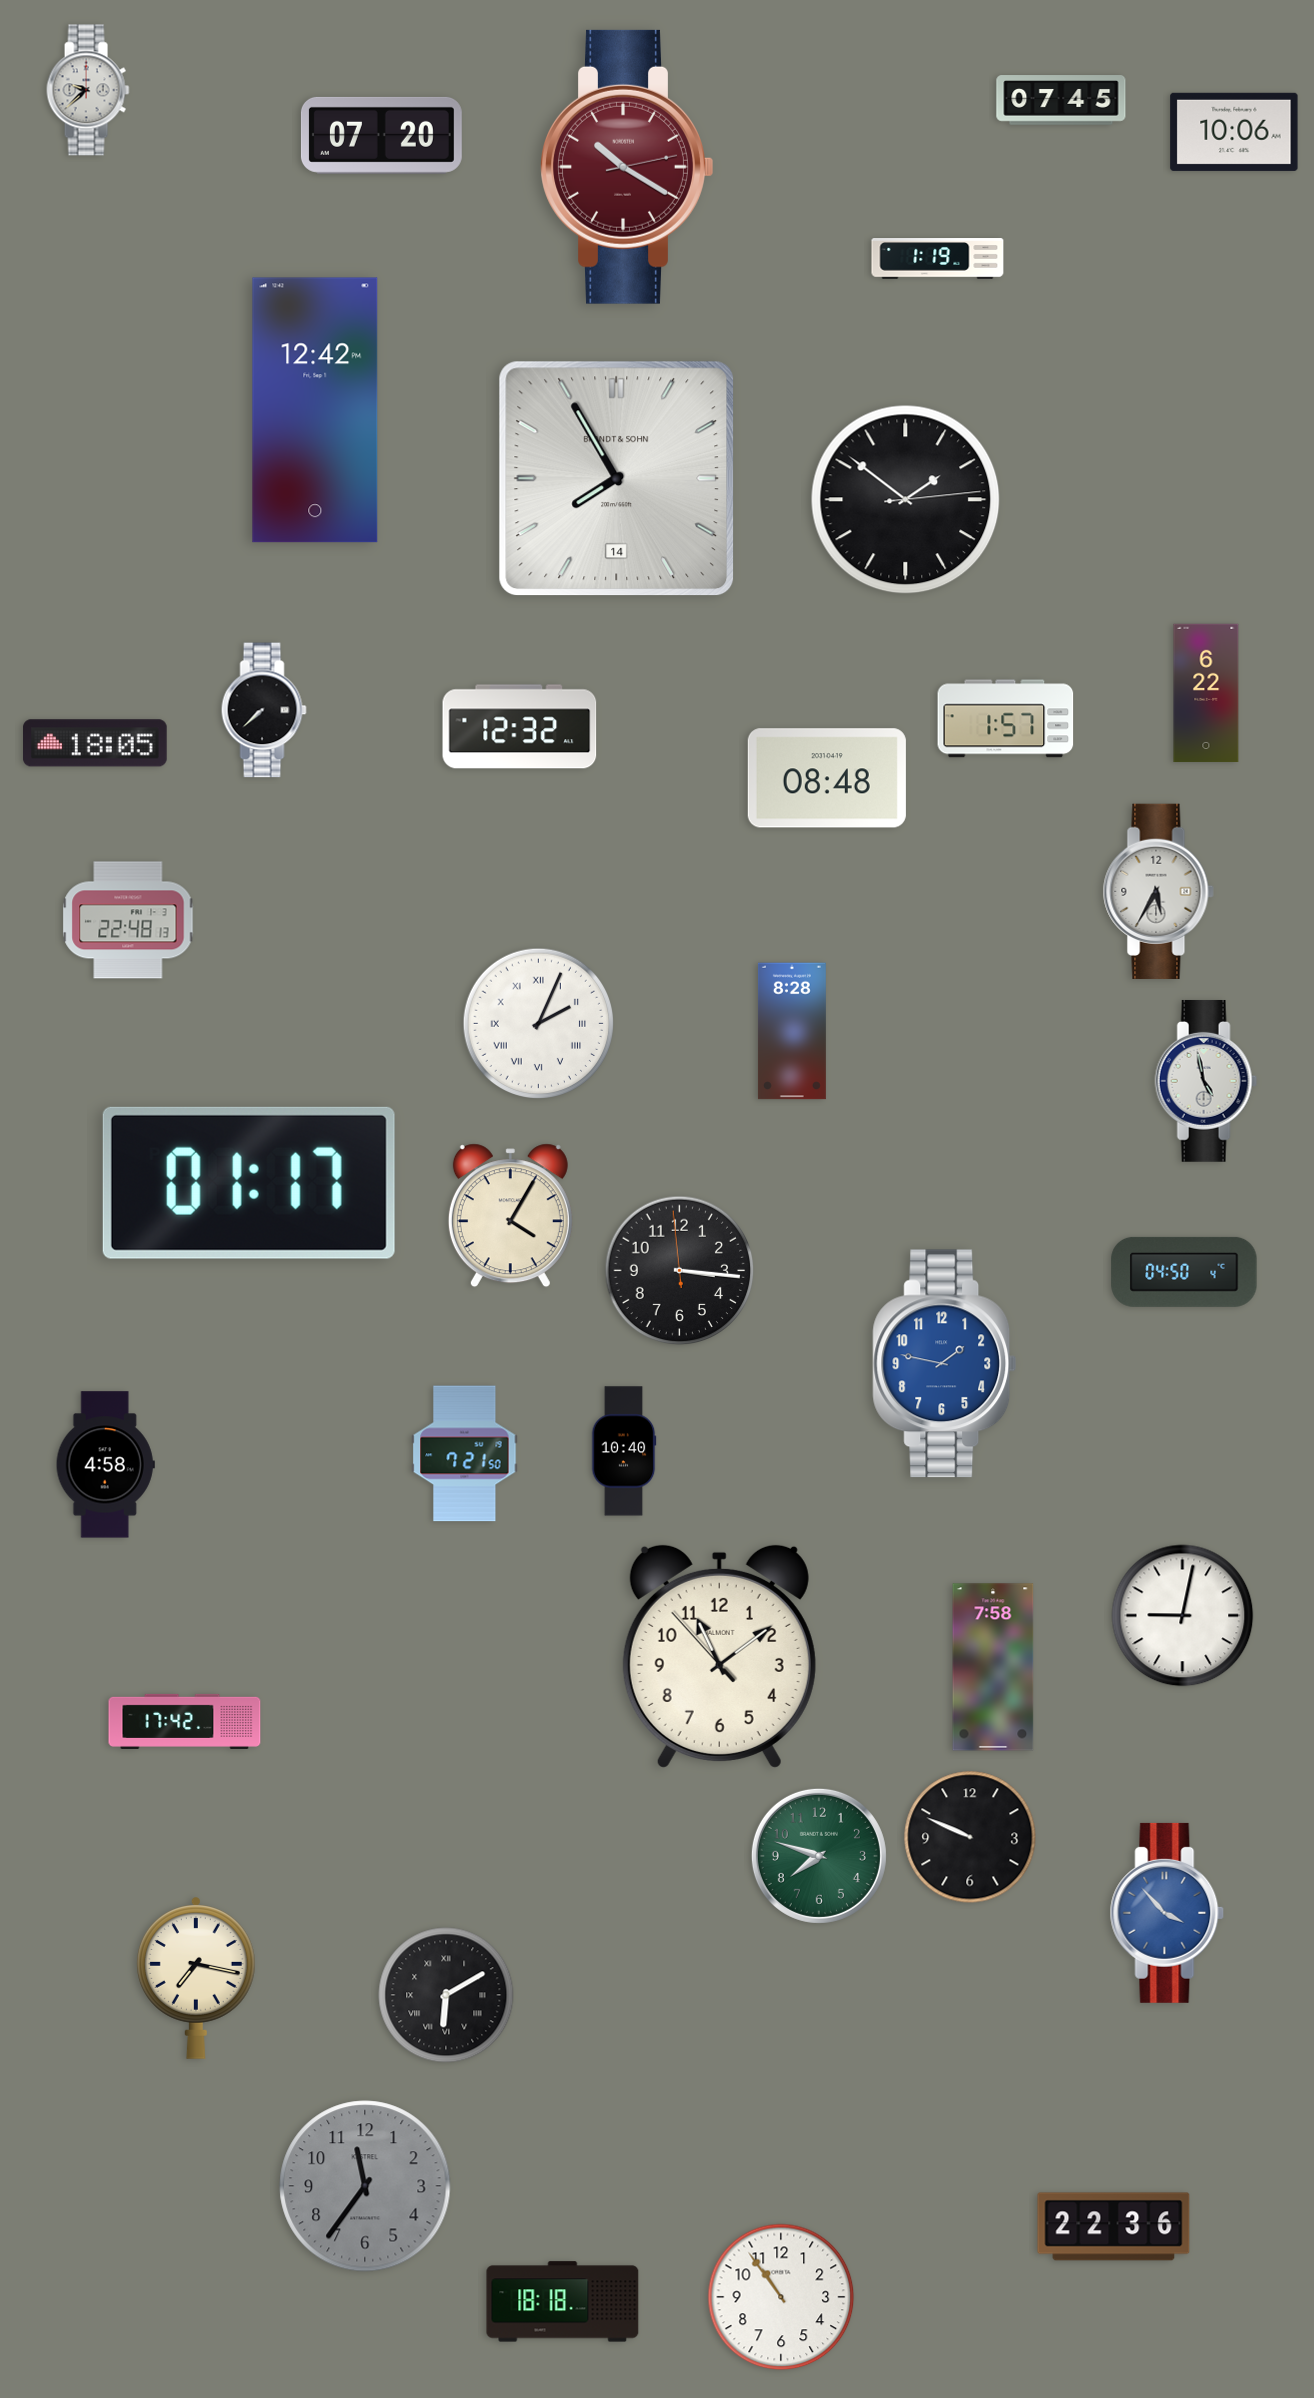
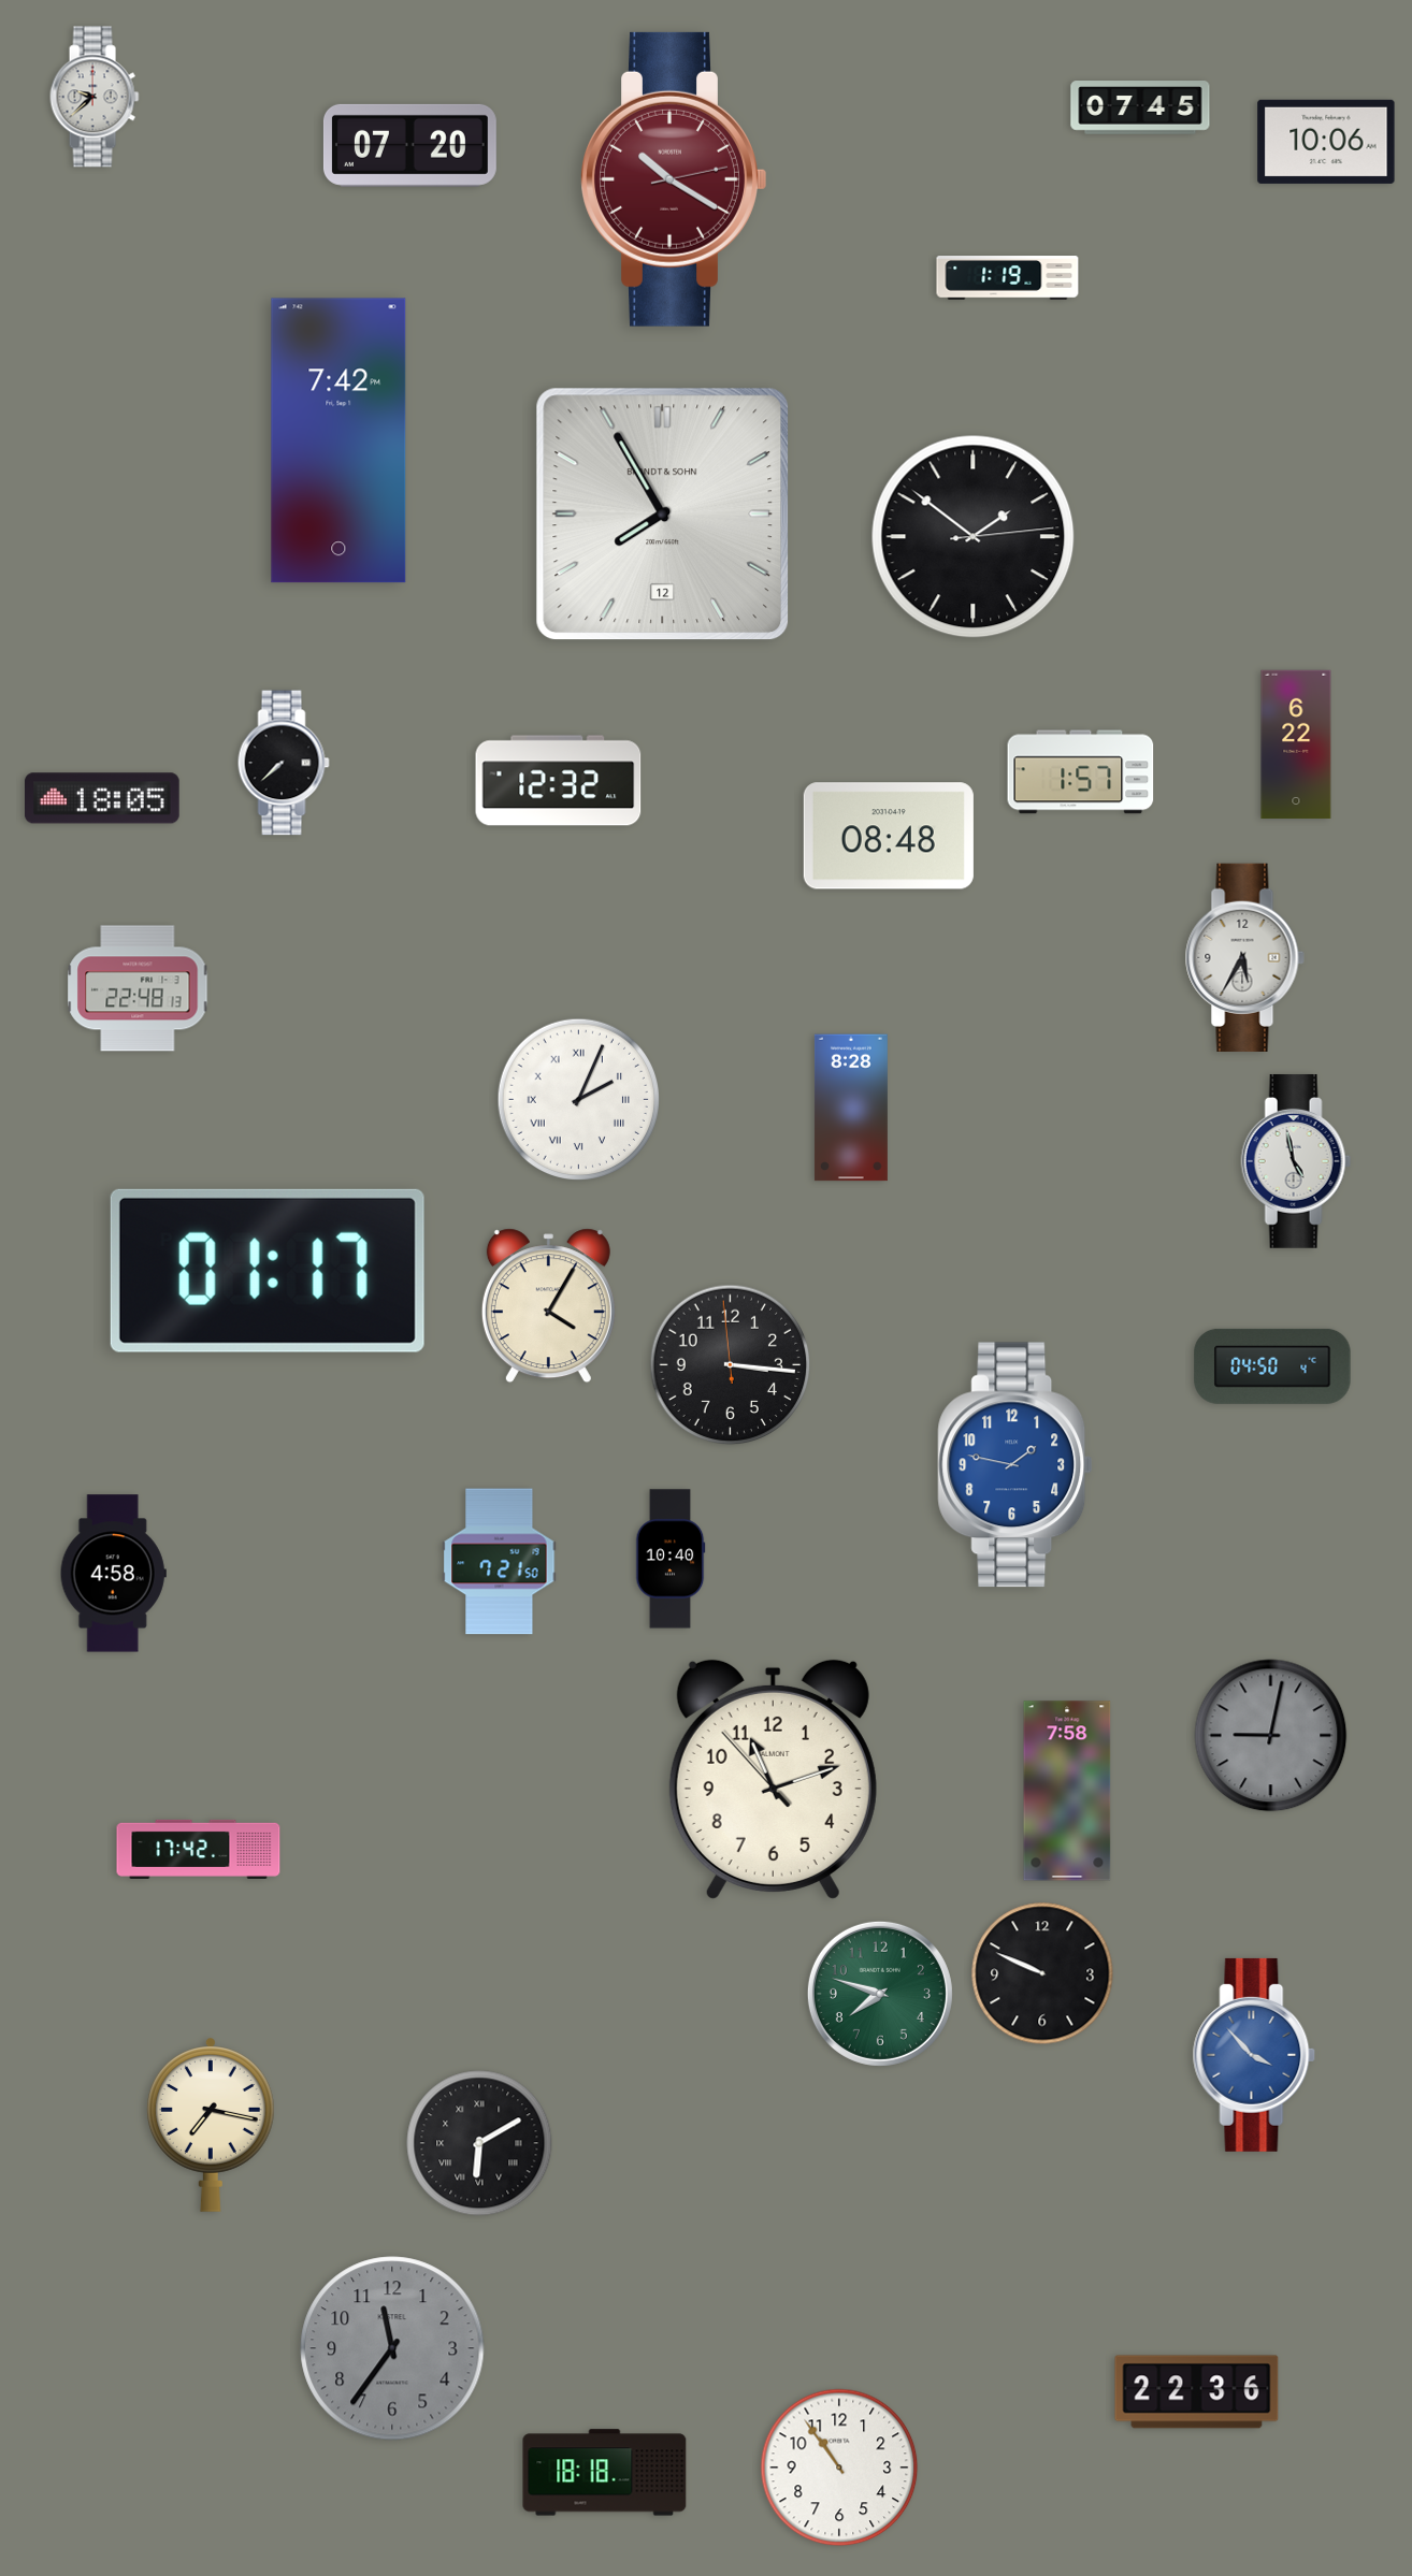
clock at (315, 410): 12:42 -> 7:42
clock at (617, 479) date: 14 -> 12
clock at (1183, 1616) dial: white -> grey
clock at (719, 1656): 11:08 -> 11:11
